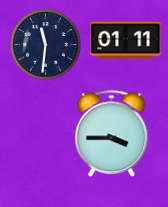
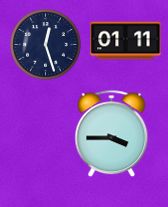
clock at (46, 45): 11:31 -> 12:27
